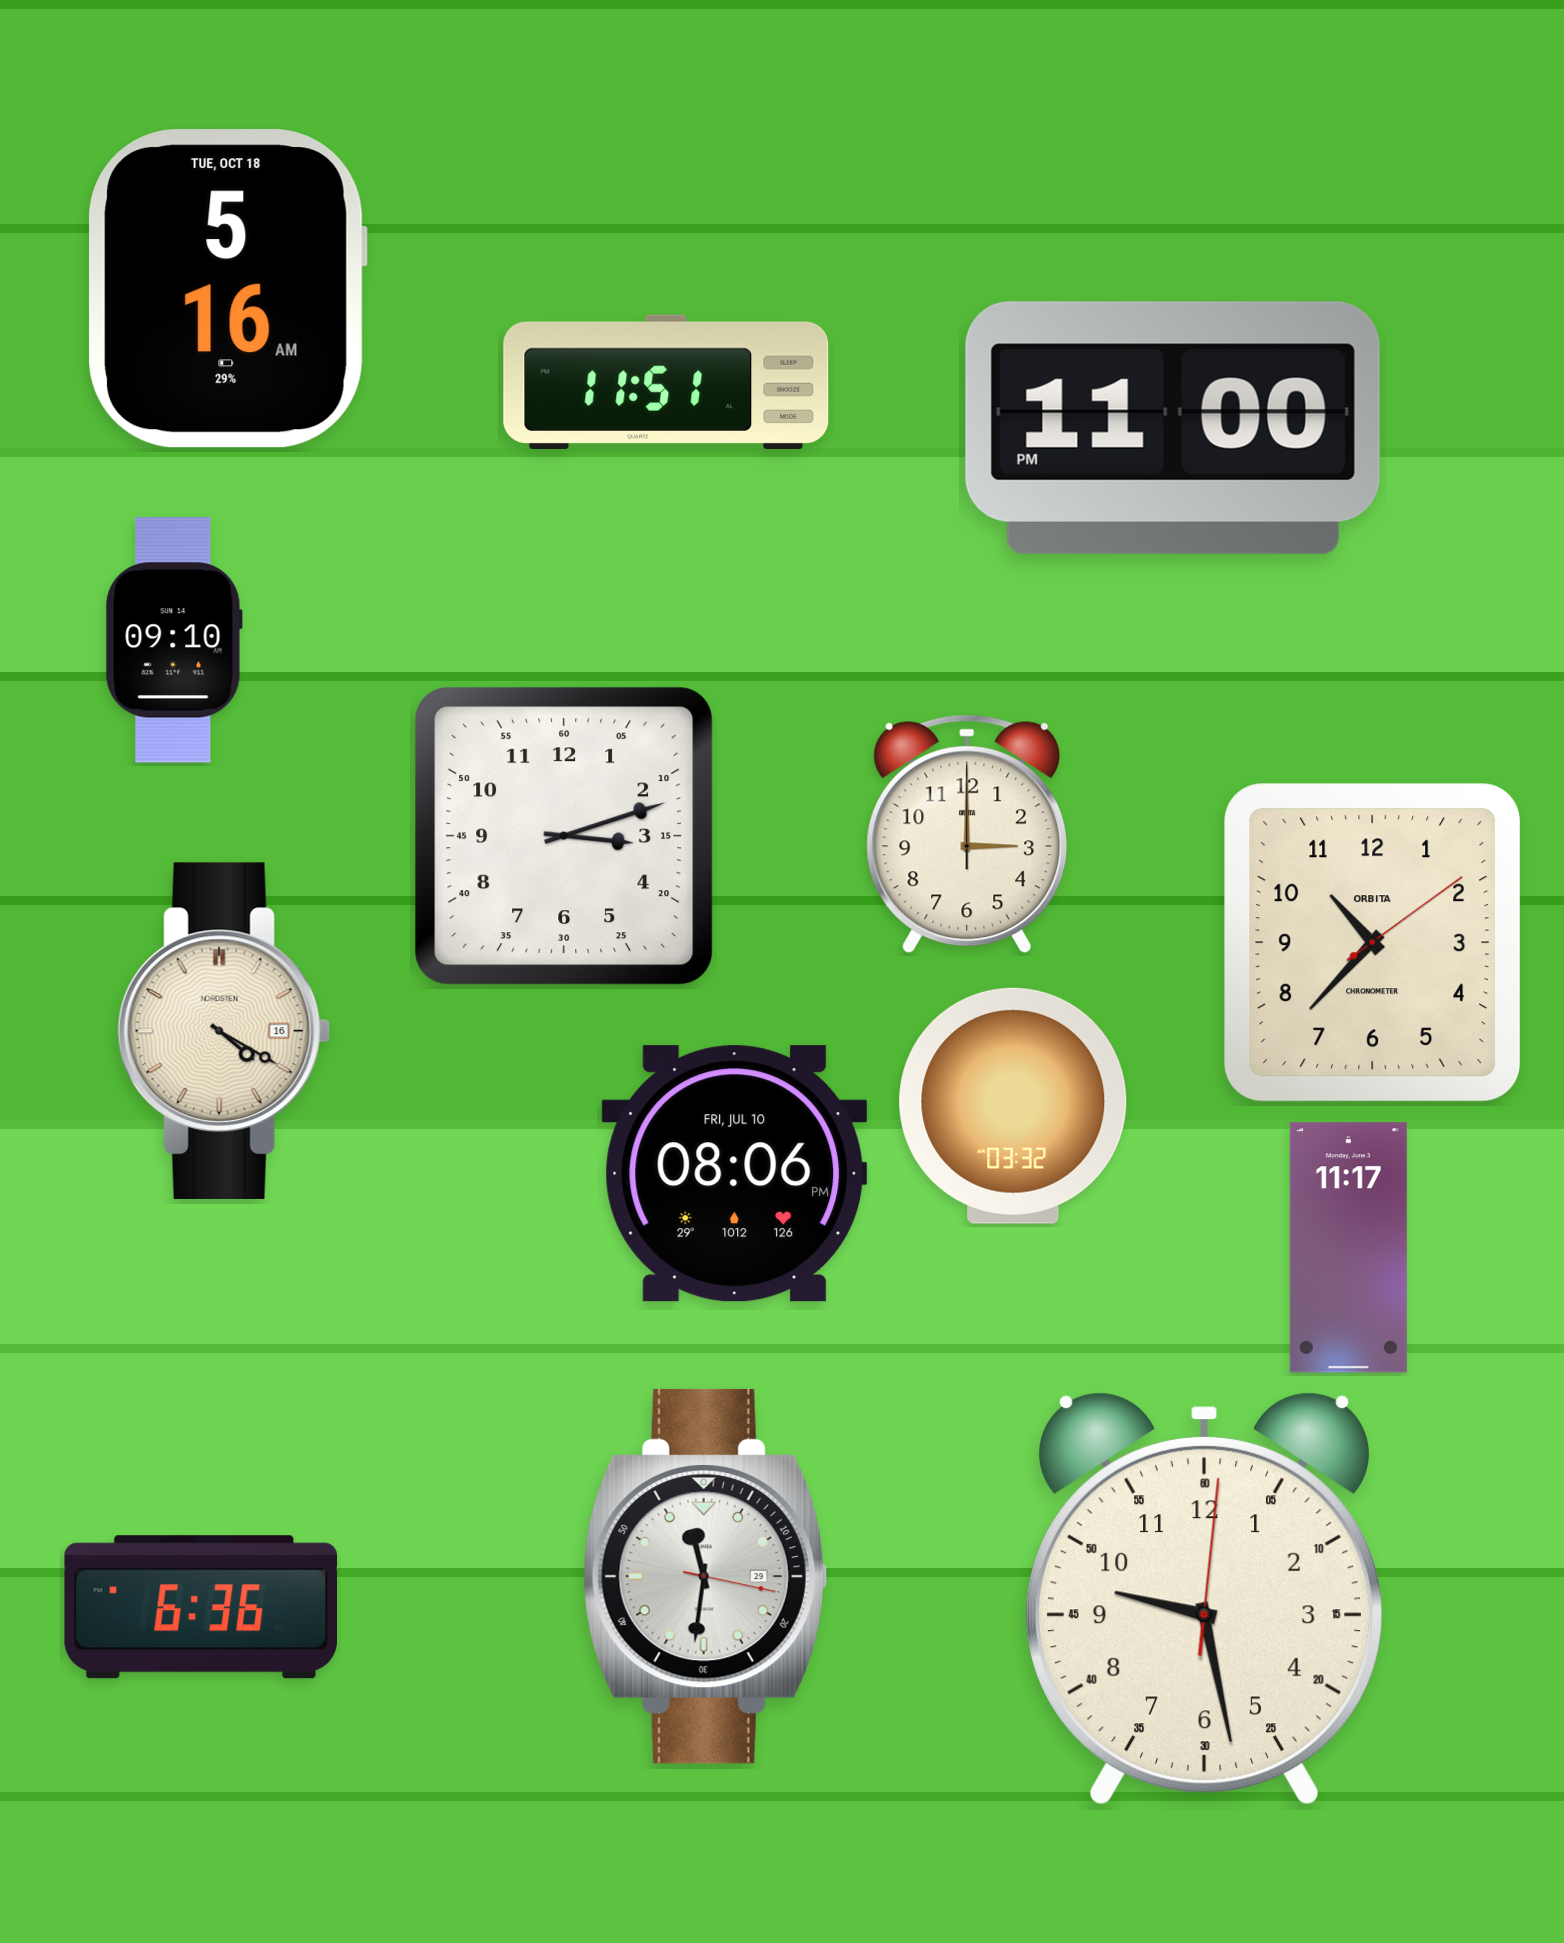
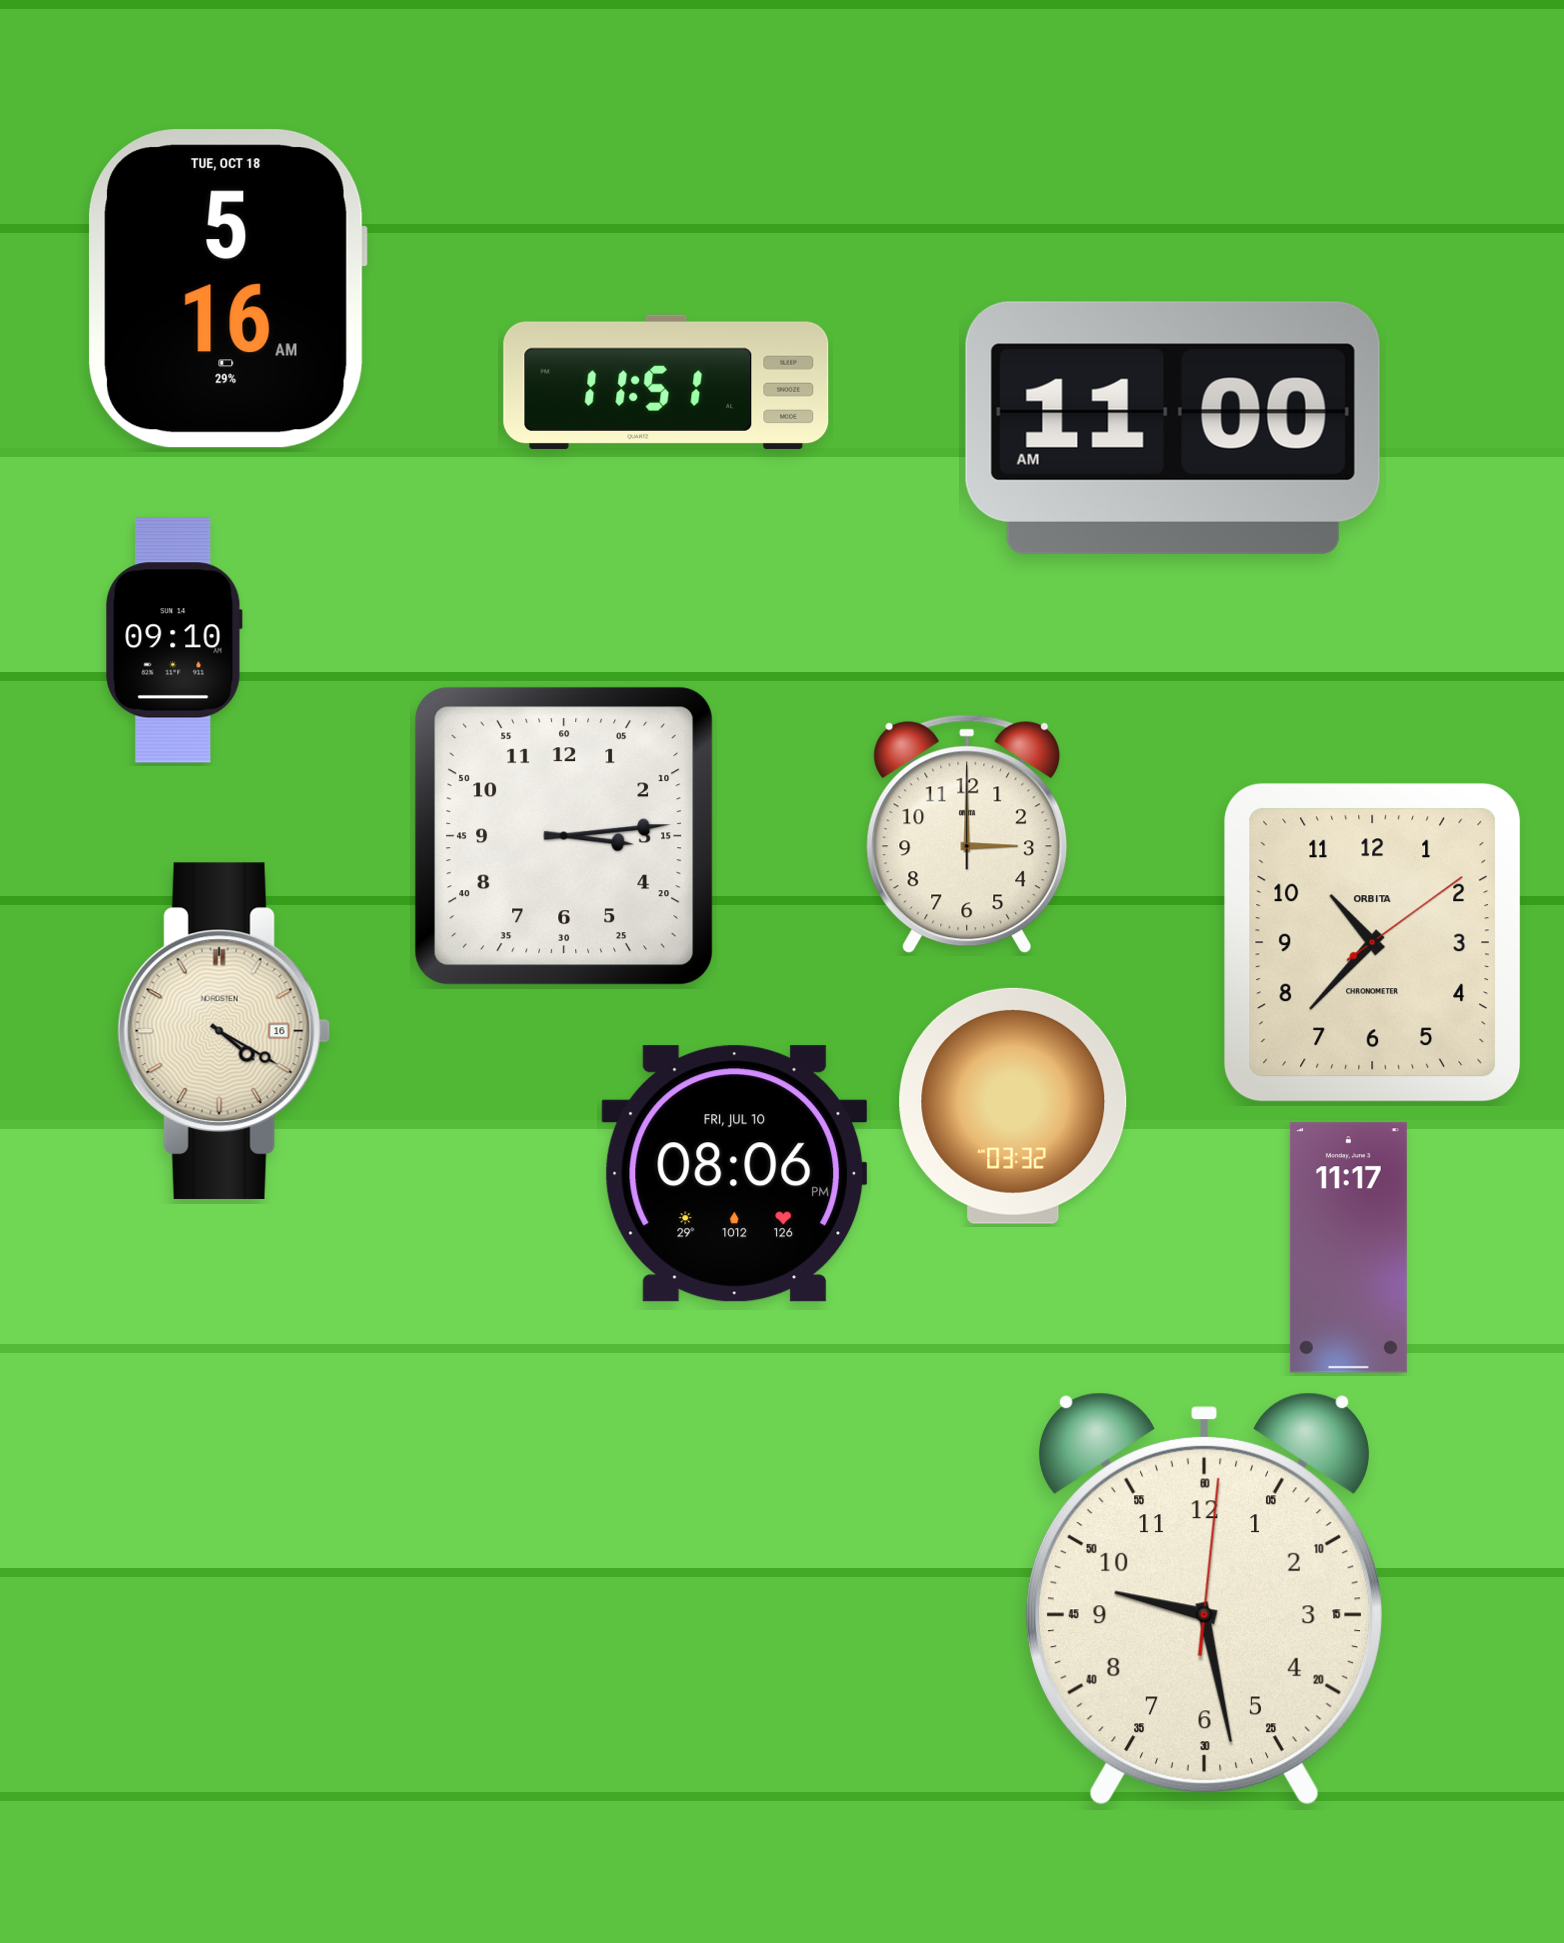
clock at (1173, 428): 11:00 PM -> 11:00 AM
clock at (564, 836): 3:12 -> 3:14
clock at (705, 1576): 11:31 -> none
clock at (200, 1607): 6:36 -> none
